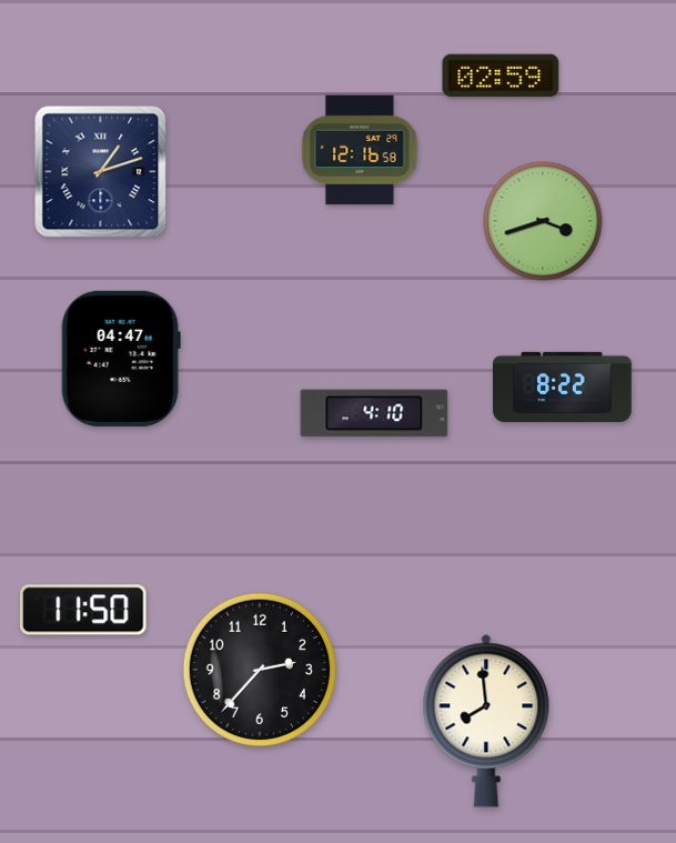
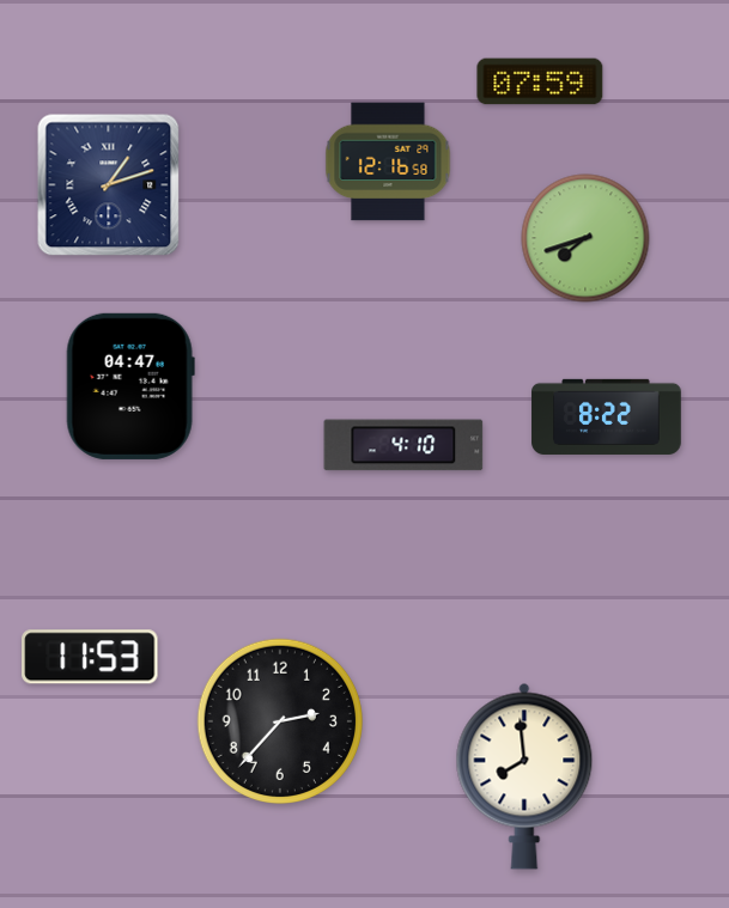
clock at (501, 76): 02:59 -> 07:59
clock at (543, 221): 3:42 -> 7:42
clock at (83, 610): 11:50 -> 11:53
